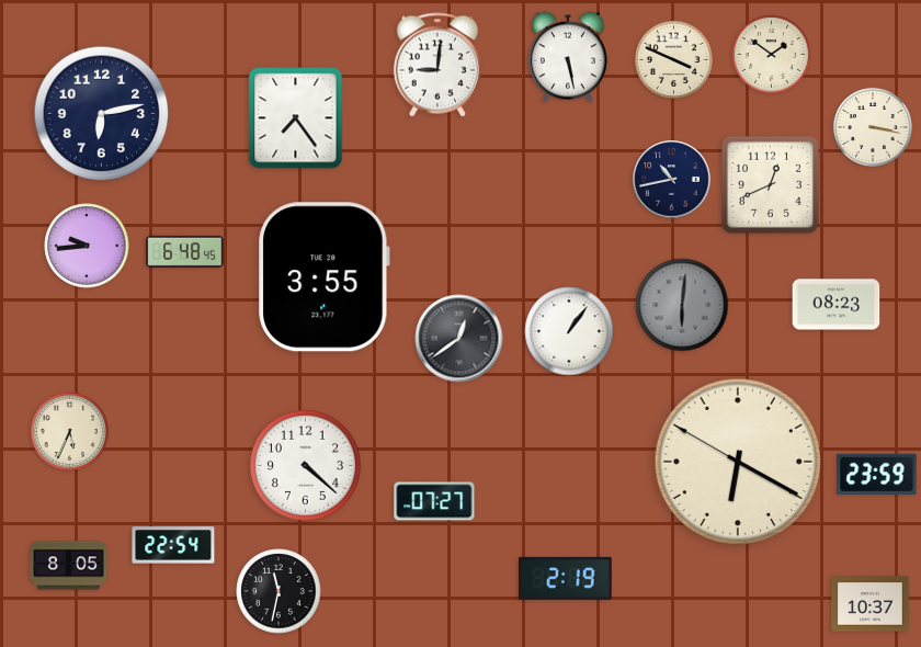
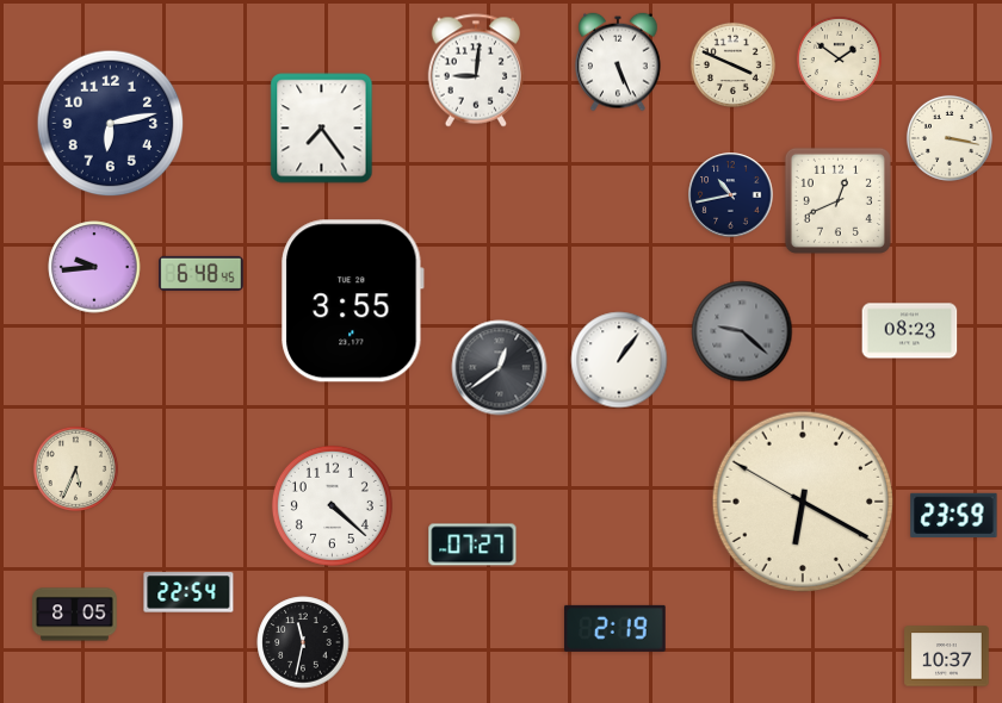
clock at (568, 57): 5:28 -> 5:26
clock at (682, 305): 6:01 -> 9:22
